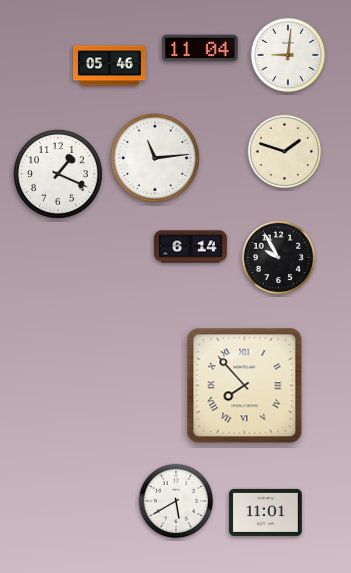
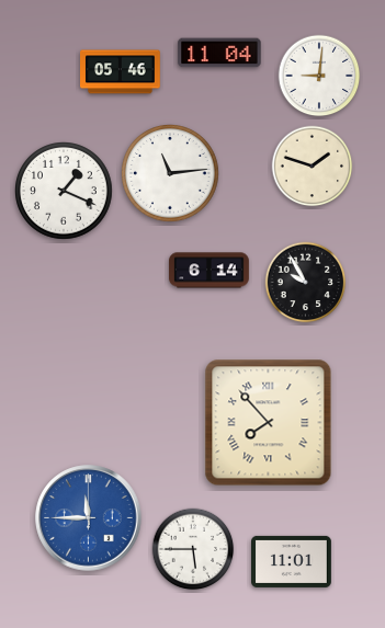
clock at (288, 55) position: (288, 55) -> (319, 76)
clock at (89, 518): none -> 11:45
clock at (176, 501): 5:40 -> 5:45
